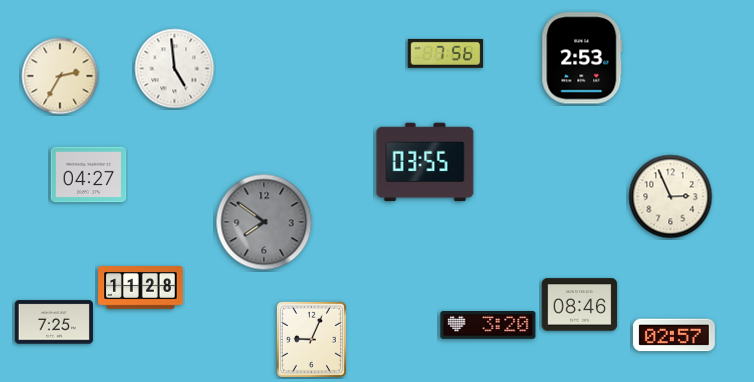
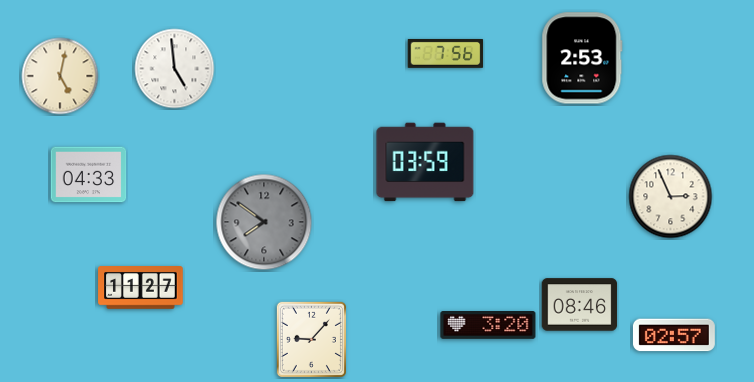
clock at (60, 76): 2:35 -> 5:02
clock at (425, 162): 03:55 -> 03:59
clock at (89, 175): 04:27 -> 04:33
clock at (141, 288): 11:28 -> 11:27
clock at (54, 322): 7:25 -> none
clock at (311, 339): 9:04 -> 9:07
